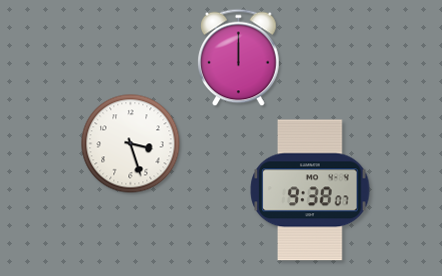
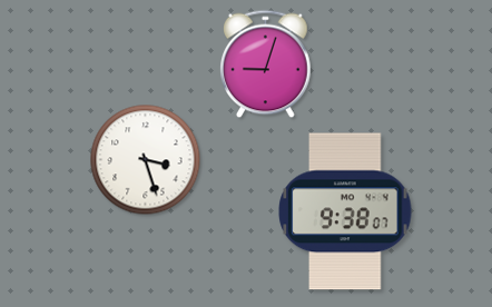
clock at (239, 58): 12:00 -> 9:03
